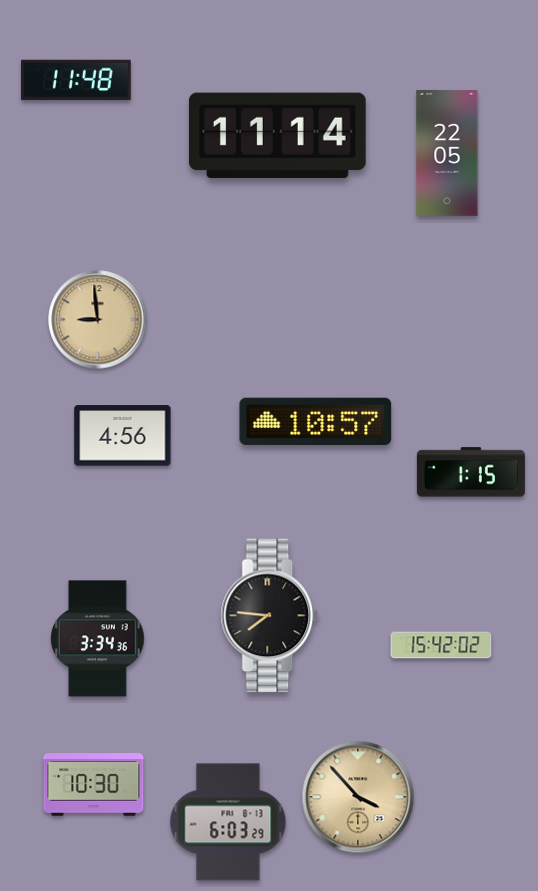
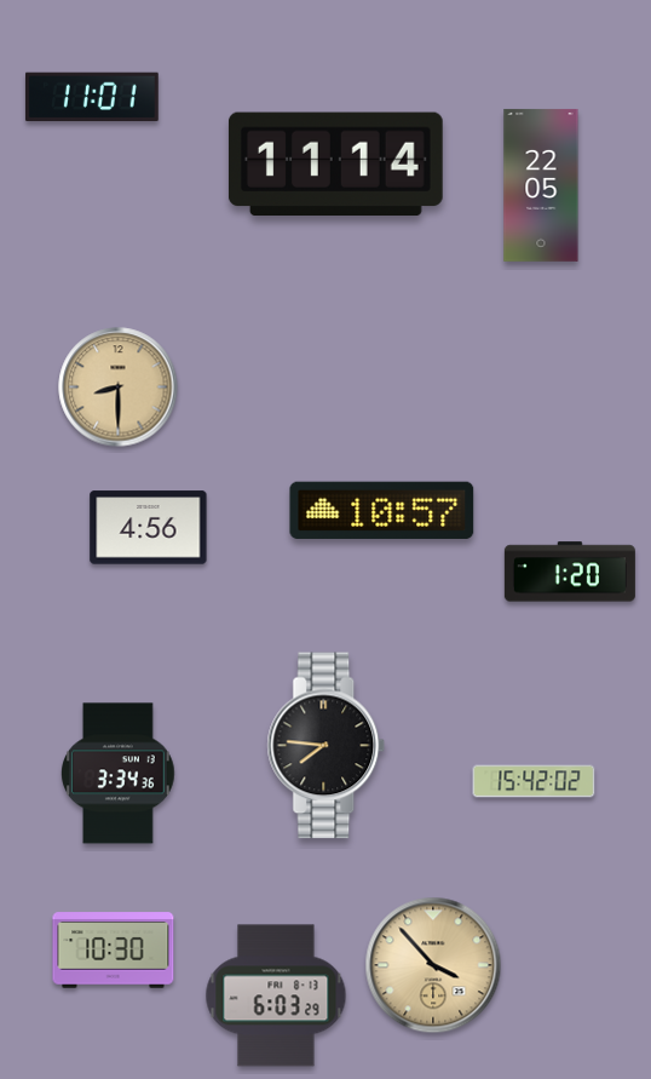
clock at (76, 79): 11:48 -> 11:01
clock at (98, 320): 8:59 -> 8:30
clock at (471, 472): 1:15 -> 1:20
